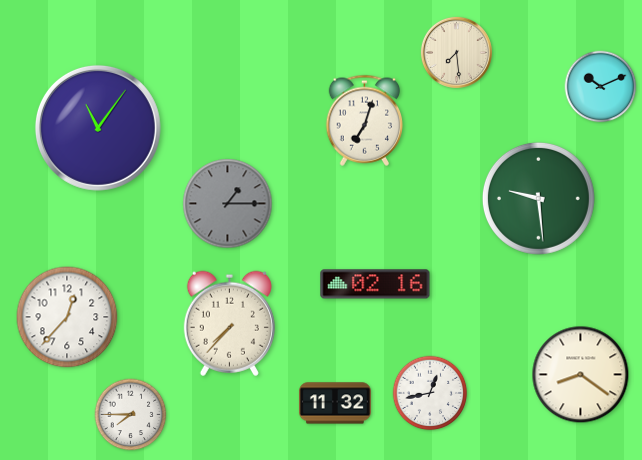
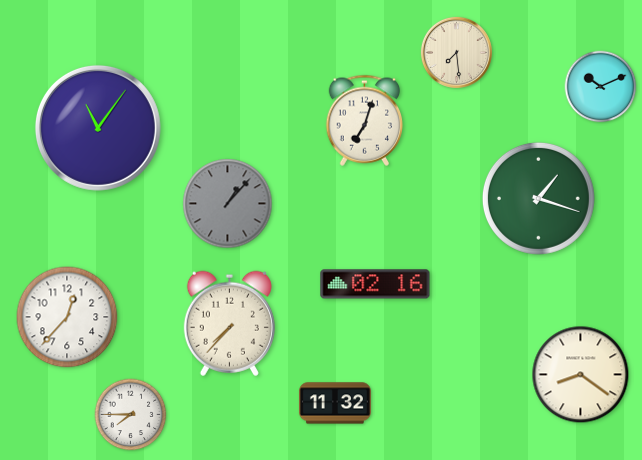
clock at (538, 198): 9:29 -> 1:18
clock at (228, 204): 1:15 -> 1:07
clock at (430, 393): 12:43 -> none
